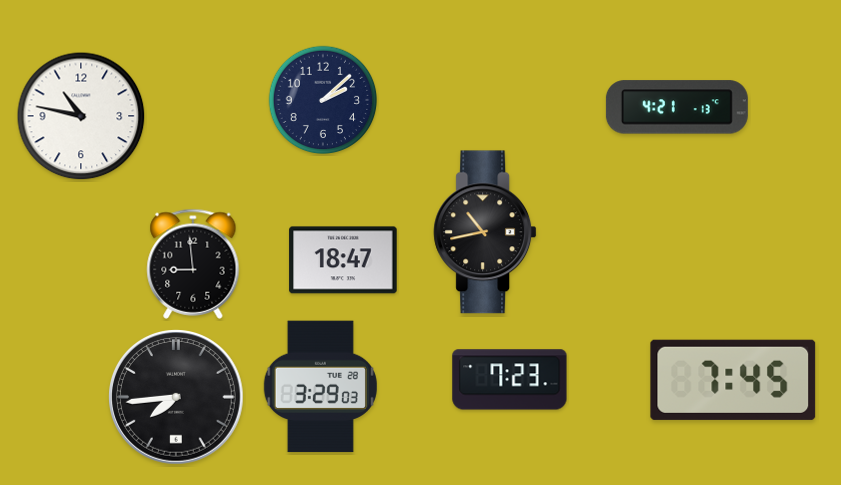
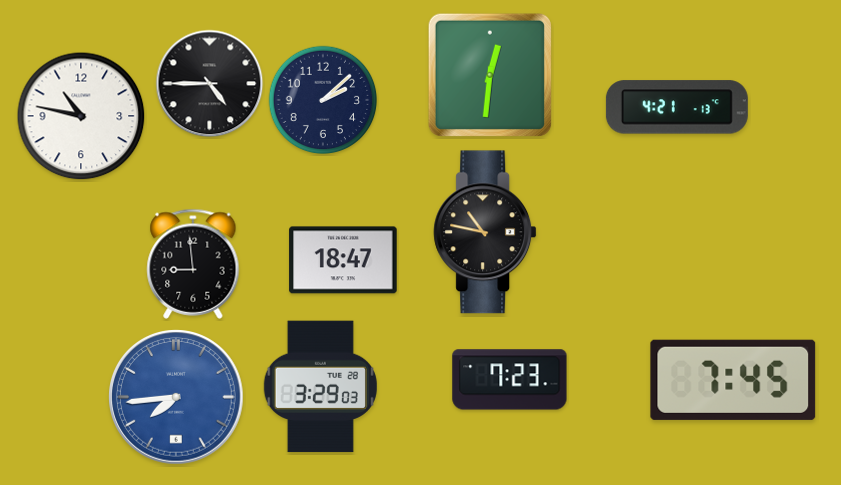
clock at (489, 74): none -> 12:31
clock at (210, 84): none -> 4:45
clock at (485, 232): 10:43 -> 10:47
clock at (176, 397) dial: black -> blue
